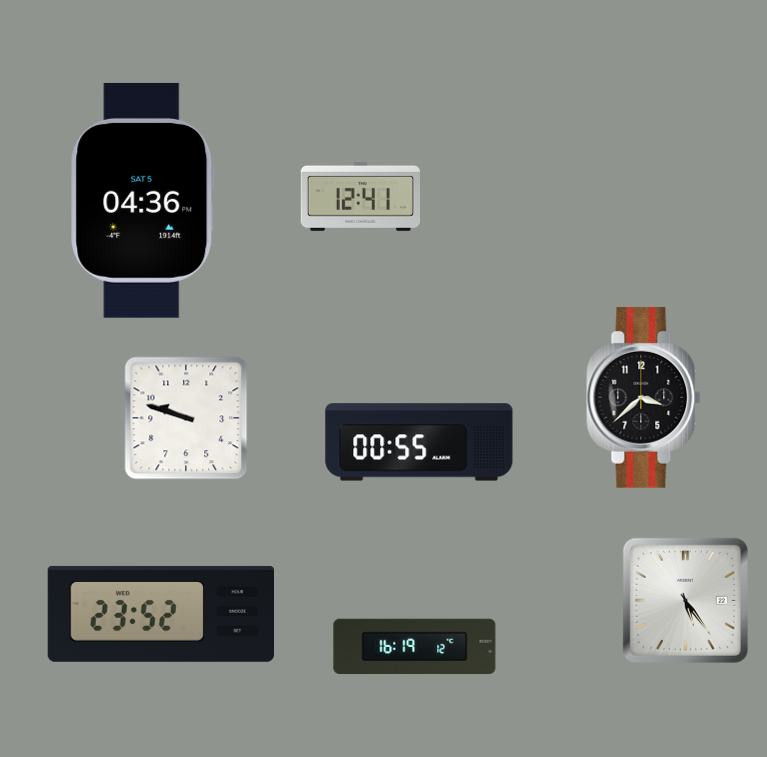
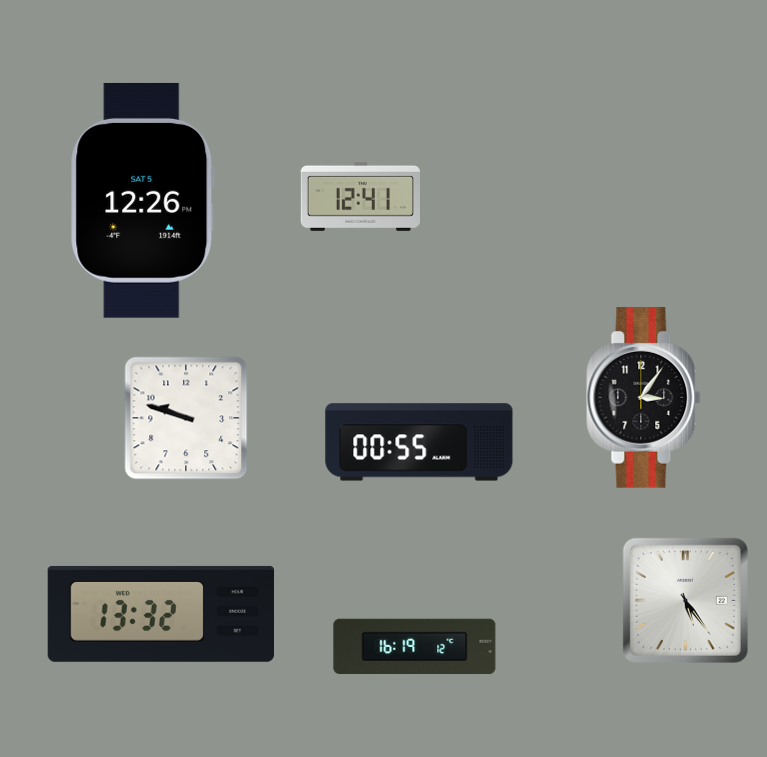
clock at (143, 200): 04:36 -> 12:26
clock at (644, 398): 3:38 -> 3:06
clock at (160, 614): 23:52 -> 13:32
